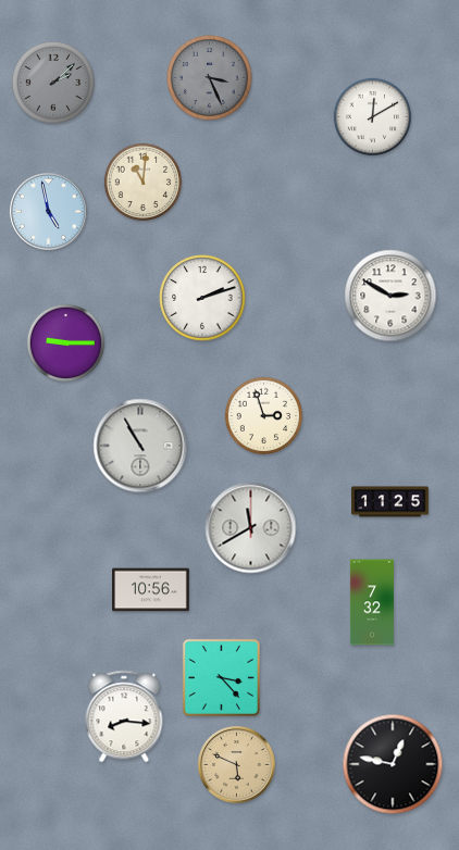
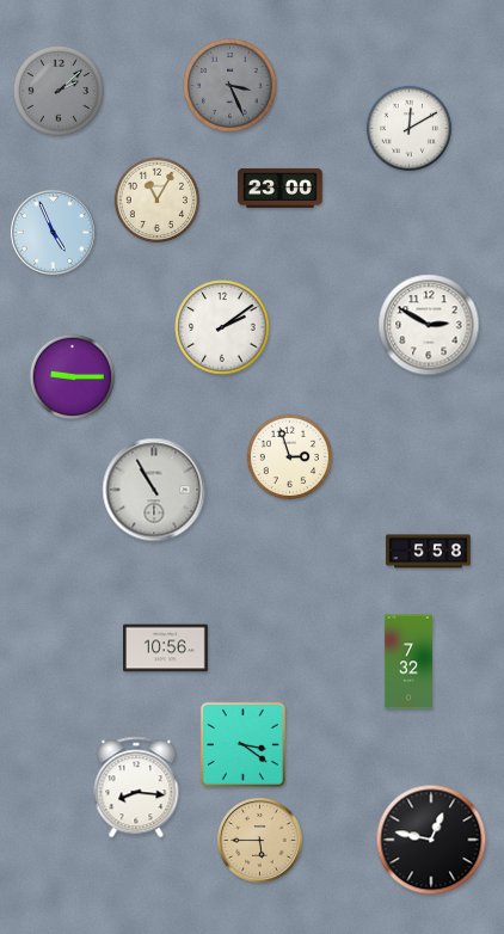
clock at (281, 188): none -> 23:00
clock at (144, 183): 11:01 -> 11:05
clock at (49, 212): 4:58 -> 4:56
clock at (202, 298): 2:12 -> 2:09
clock at (390, 502): 11:25 -> 5:58
clock at (251, 528): 11:40 -> none
clock at (221, 677): 3:23 -> 3:21
clock at (237, 765): 5:49 -> 5:45
